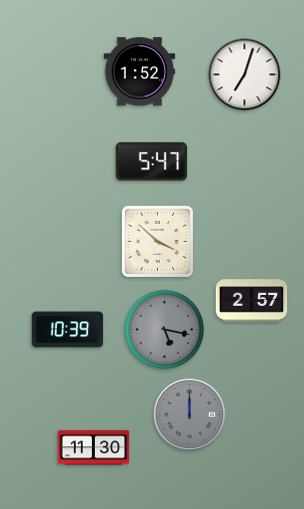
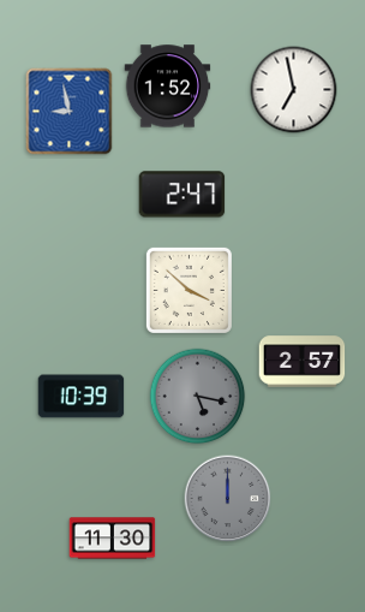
clock at (245, 75): 7:03 -> 6:58
clock at (70, 112): none -> 8:58
clock at (152, 162): 5:47 -> 2:47
